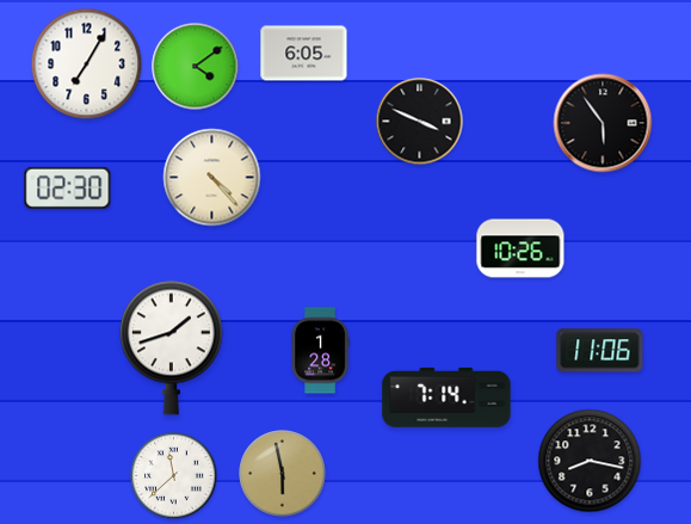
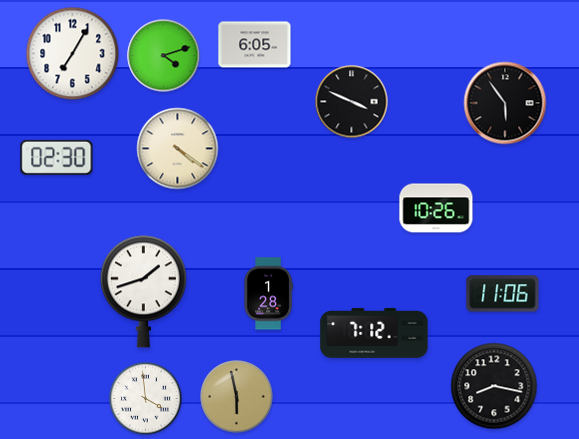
clock at (196, 67): 4:09 -> 4:12
clock at (212, 178): 4:23 -> 4:21
clock at (446, 397): 7:14 -> 7:12
clock at (174, 476): 11:38 -> 3:59
